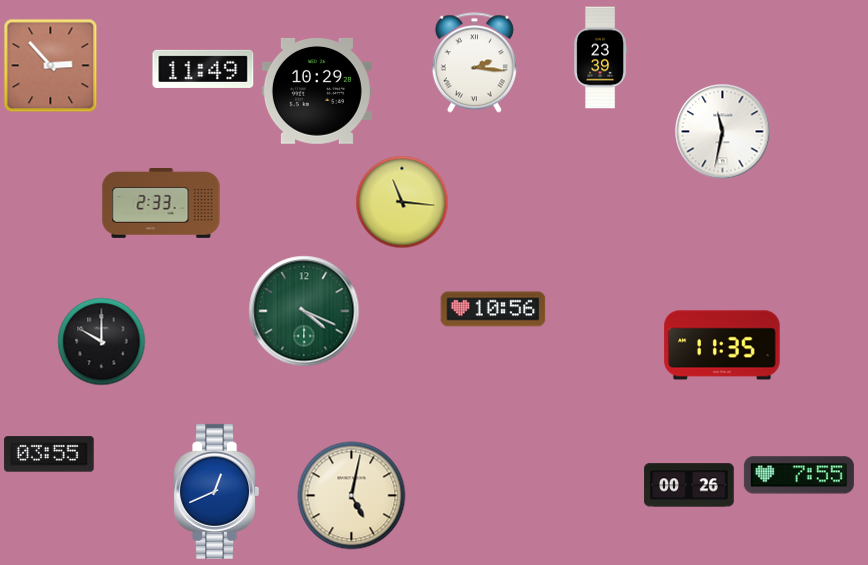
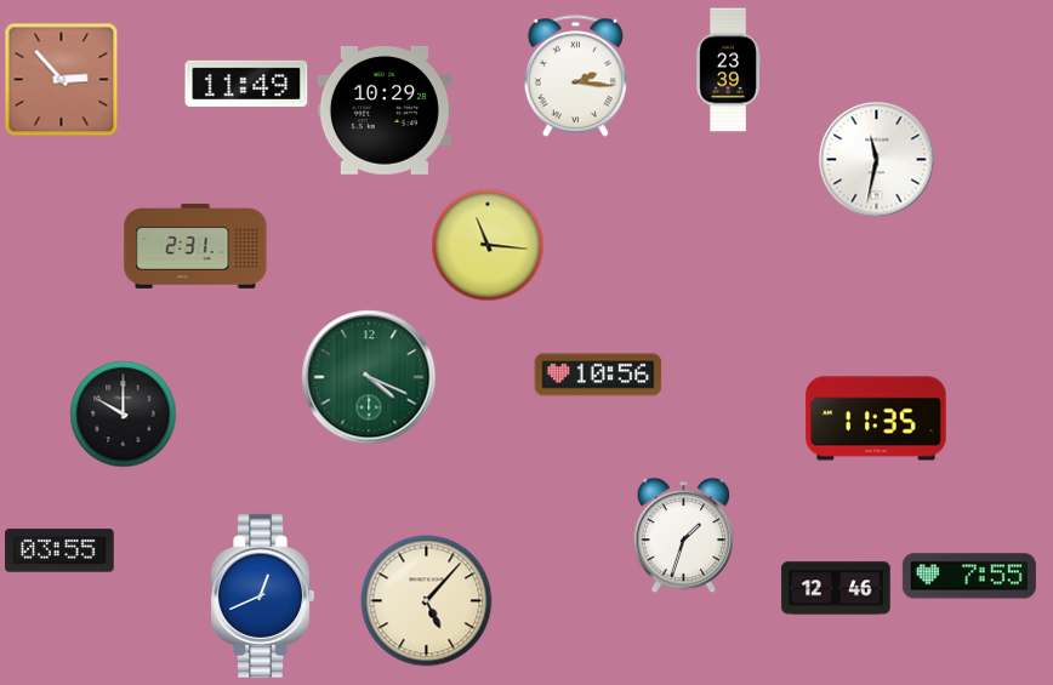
clock at (161, 204): 2:33 -> 2:31
clock at (684, 536): none -> 1:33
clock at (689, 485): 00:26 -> 12:46
clock at (352, 496): 5:02 -> 5:07
